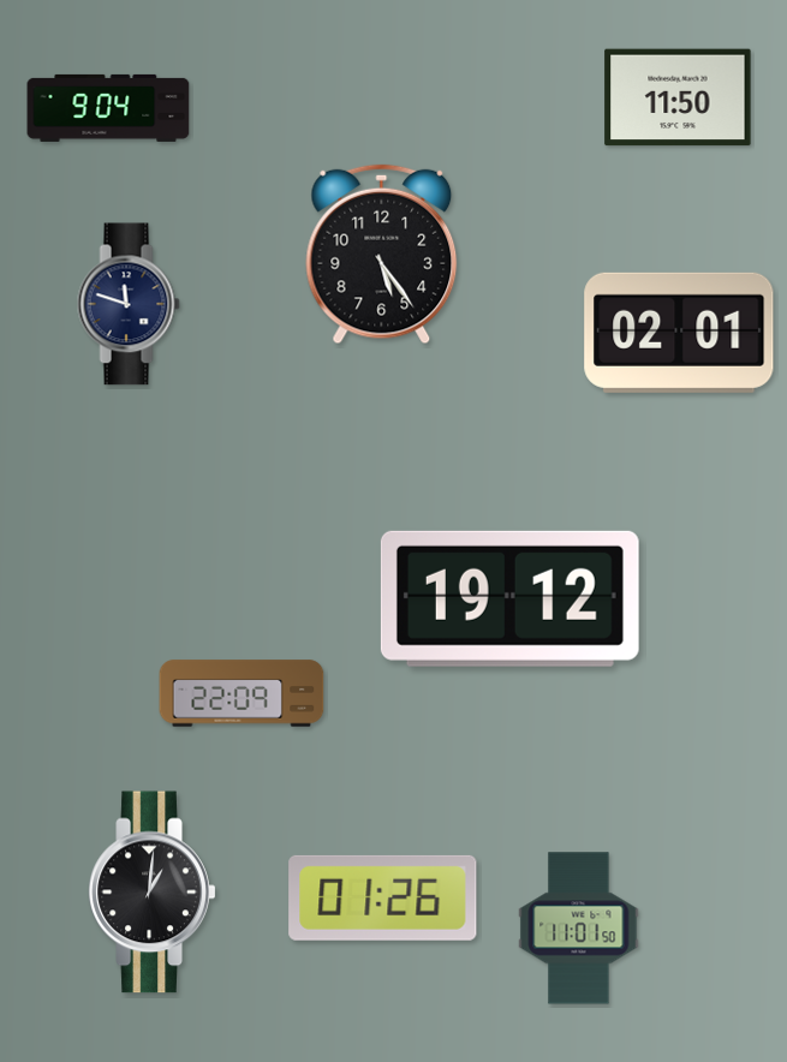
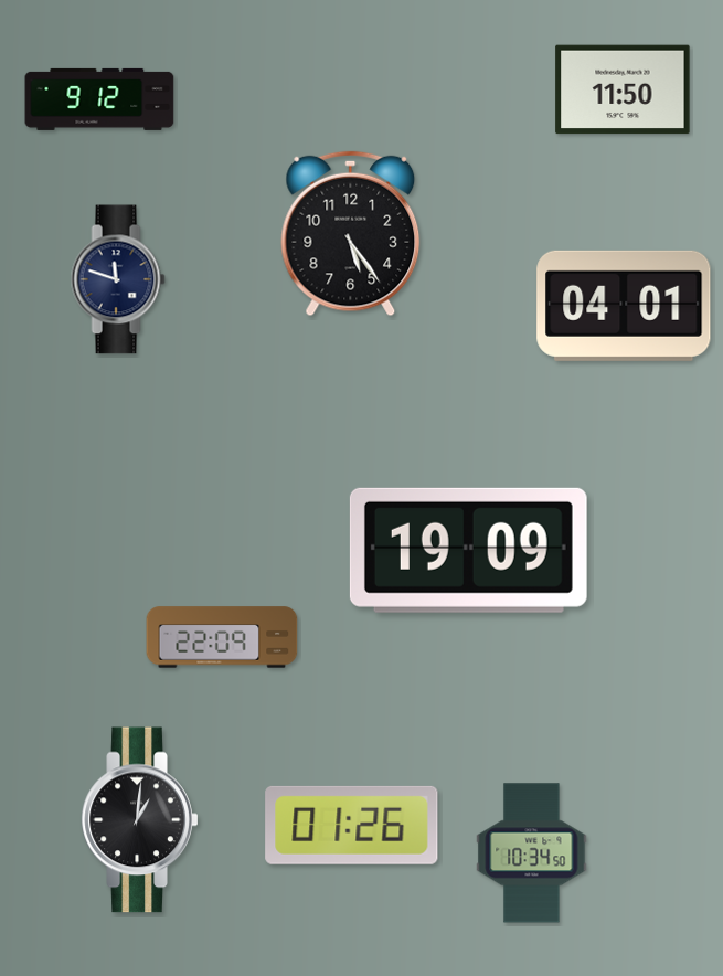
clock at (108, 108): 9:04 -> 9:12
clock at (679, 333): 02:01 -> 04:01
clock at (509, 598): 19:12 -> 19:09
clock at (579, 929): 11:01 -> 10:34
